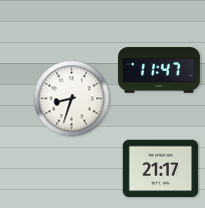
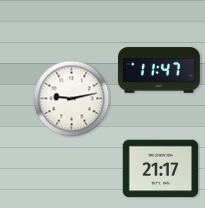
clock at (72, 99): 8:33 -> 9:13
